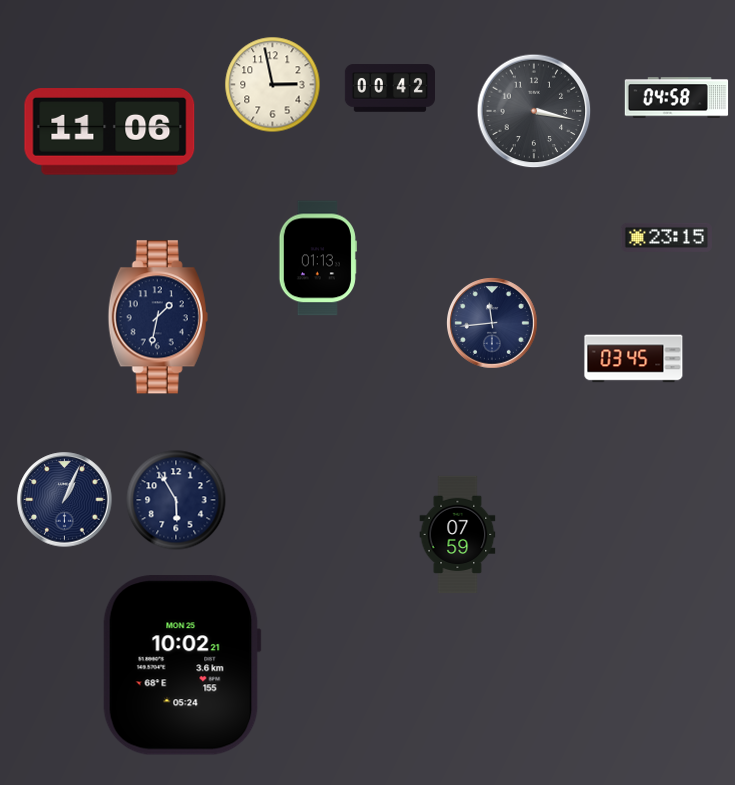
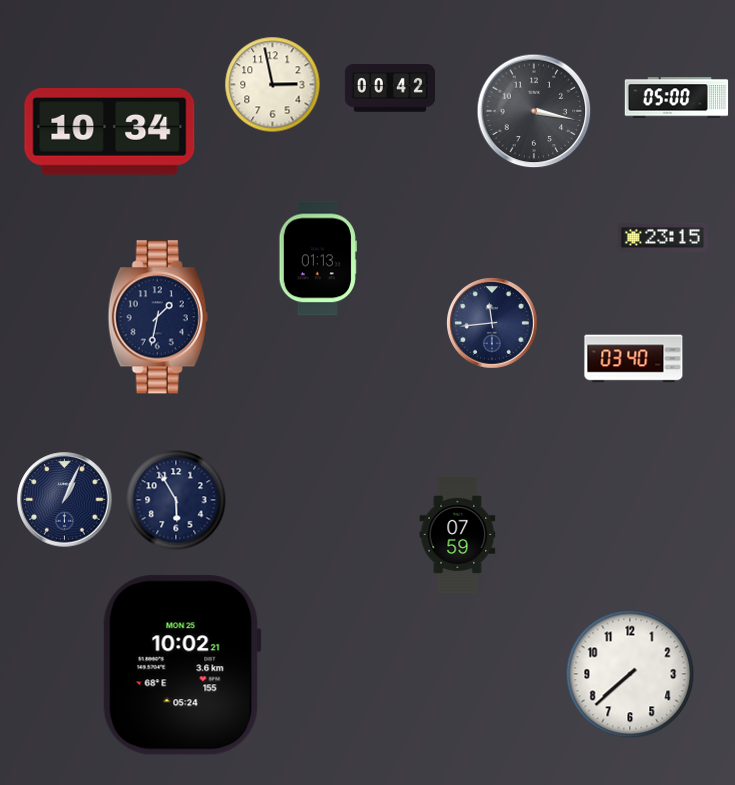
clock at (677, 98): 04:58 -> 05:00
clock at (110, 132): 11:06 -> 10:34
clock at (666, 237) position: (666, 237) -> (662, 237)
clock at (634, 359): 03:45 -> 03:40
clock at (630, 674): none -> 7:38
